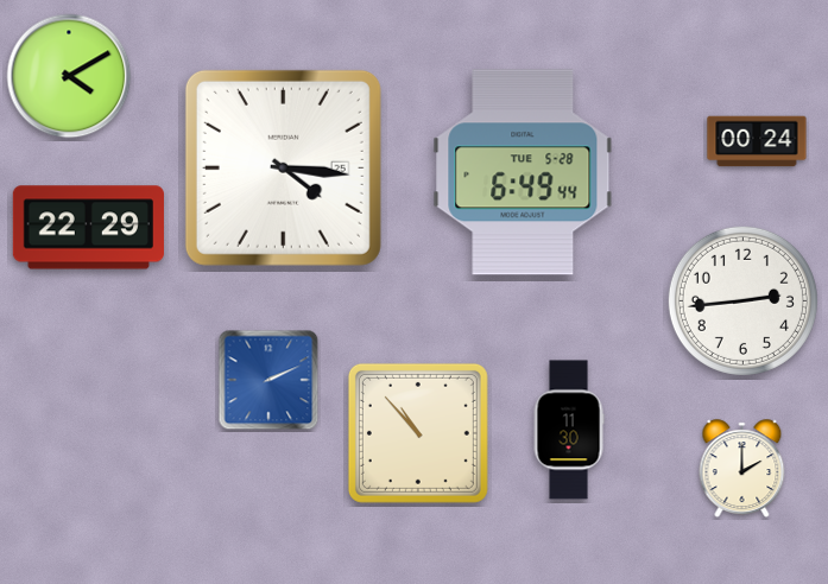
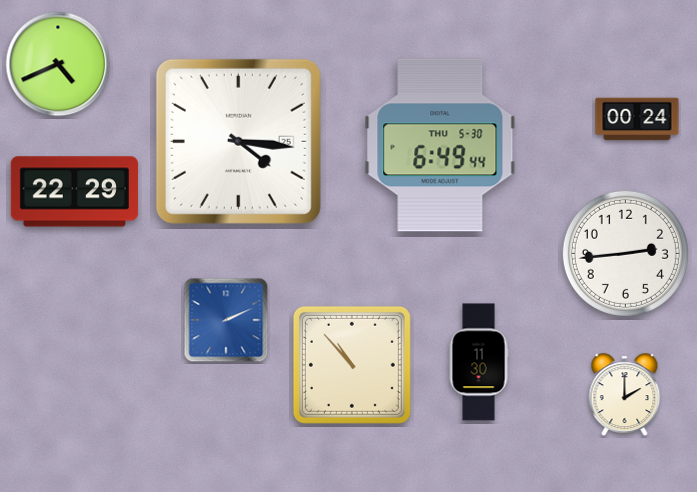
clock at (69, 76): 4:10 -> 4:41
clock at (523, 172) date: TUE 5-28 -> THU 5-30
